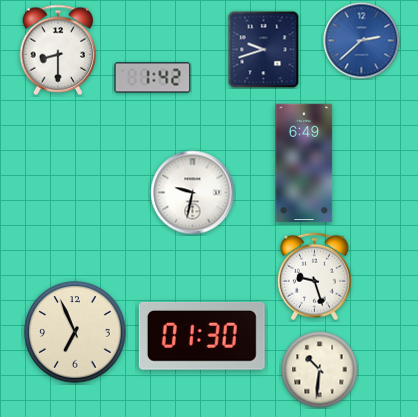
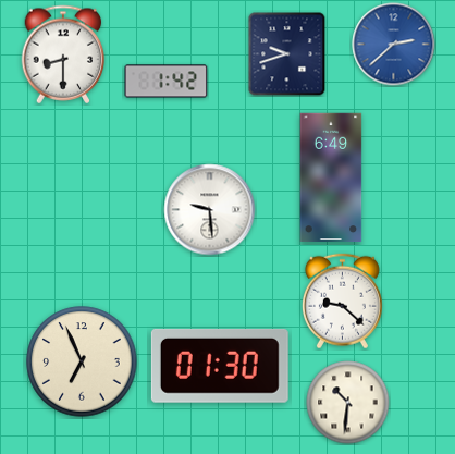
clock at (153, 78) position: (153, 78) -> (167, 82)
clock at (193, 193): 9:32 -> 9:29
clock at (314, 277): 9:27 -> 9:22
